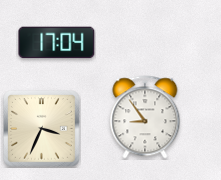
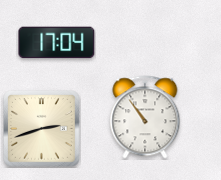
clock at (145, 117): 8:54 -> 10:54
clock at (42, 129): 3:34 -> 2:42
